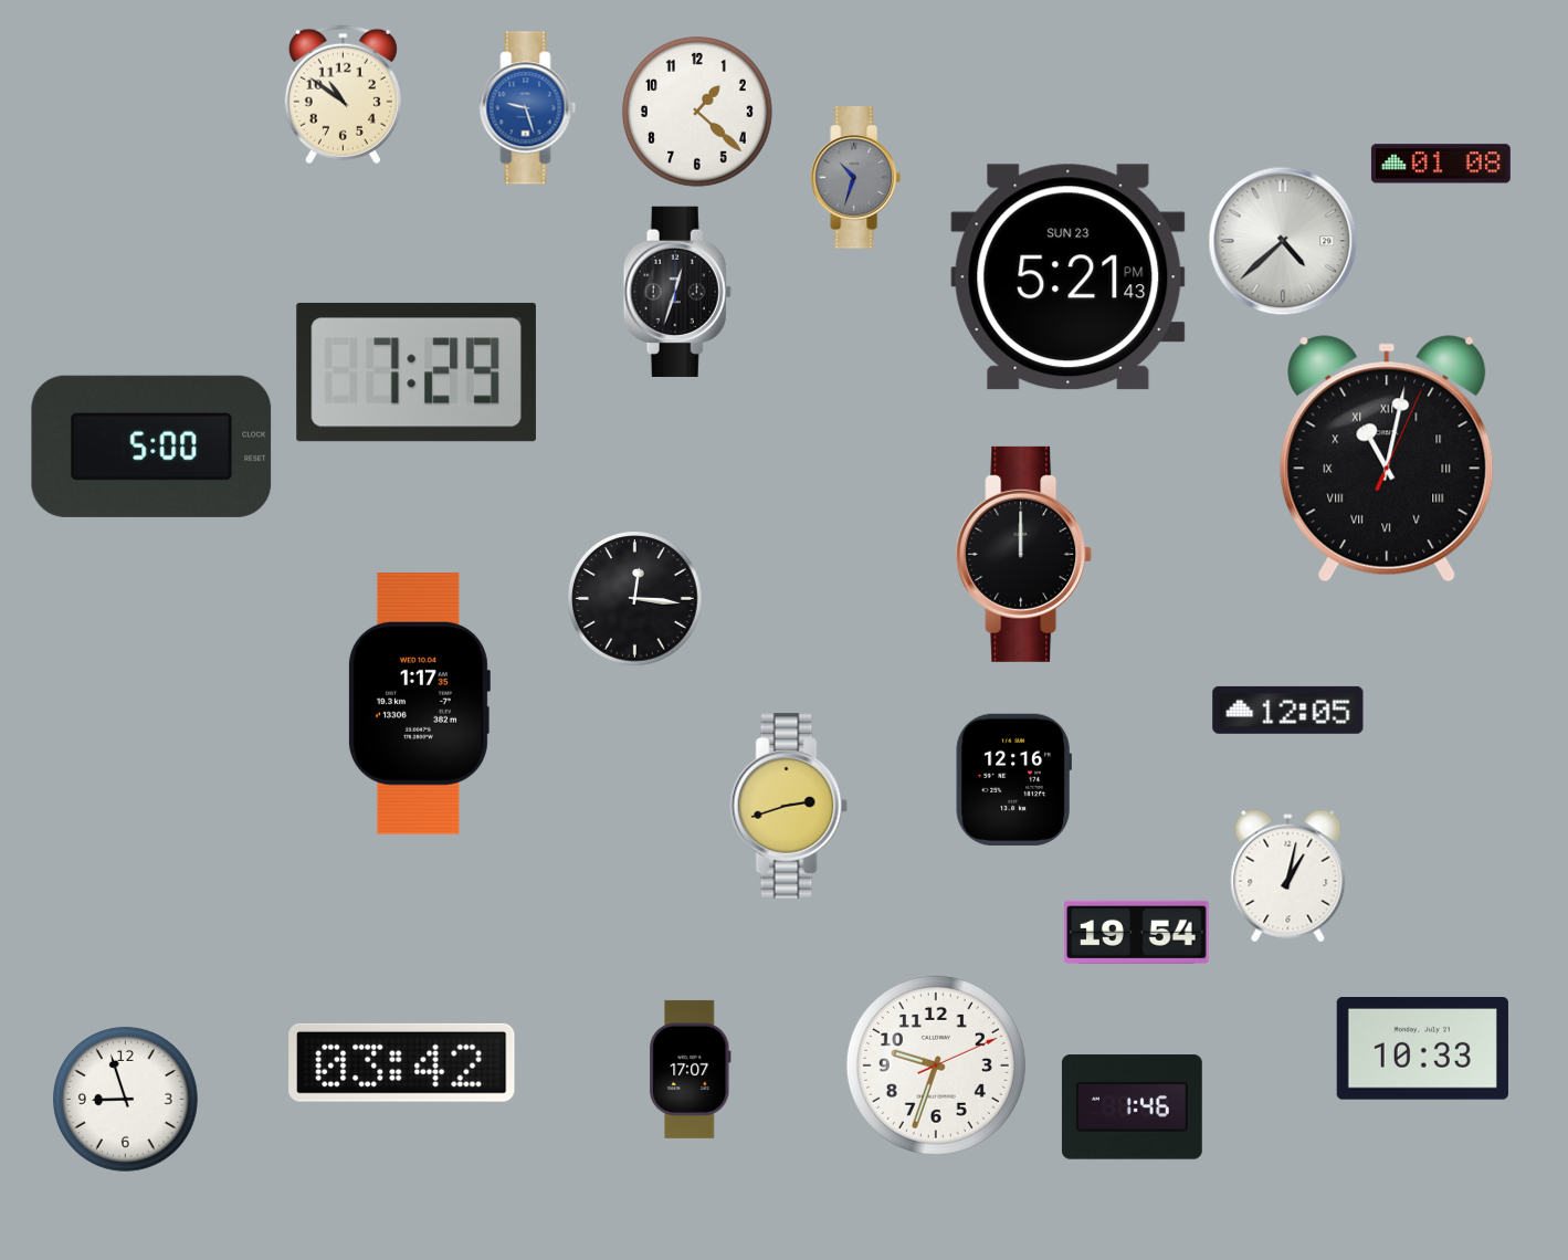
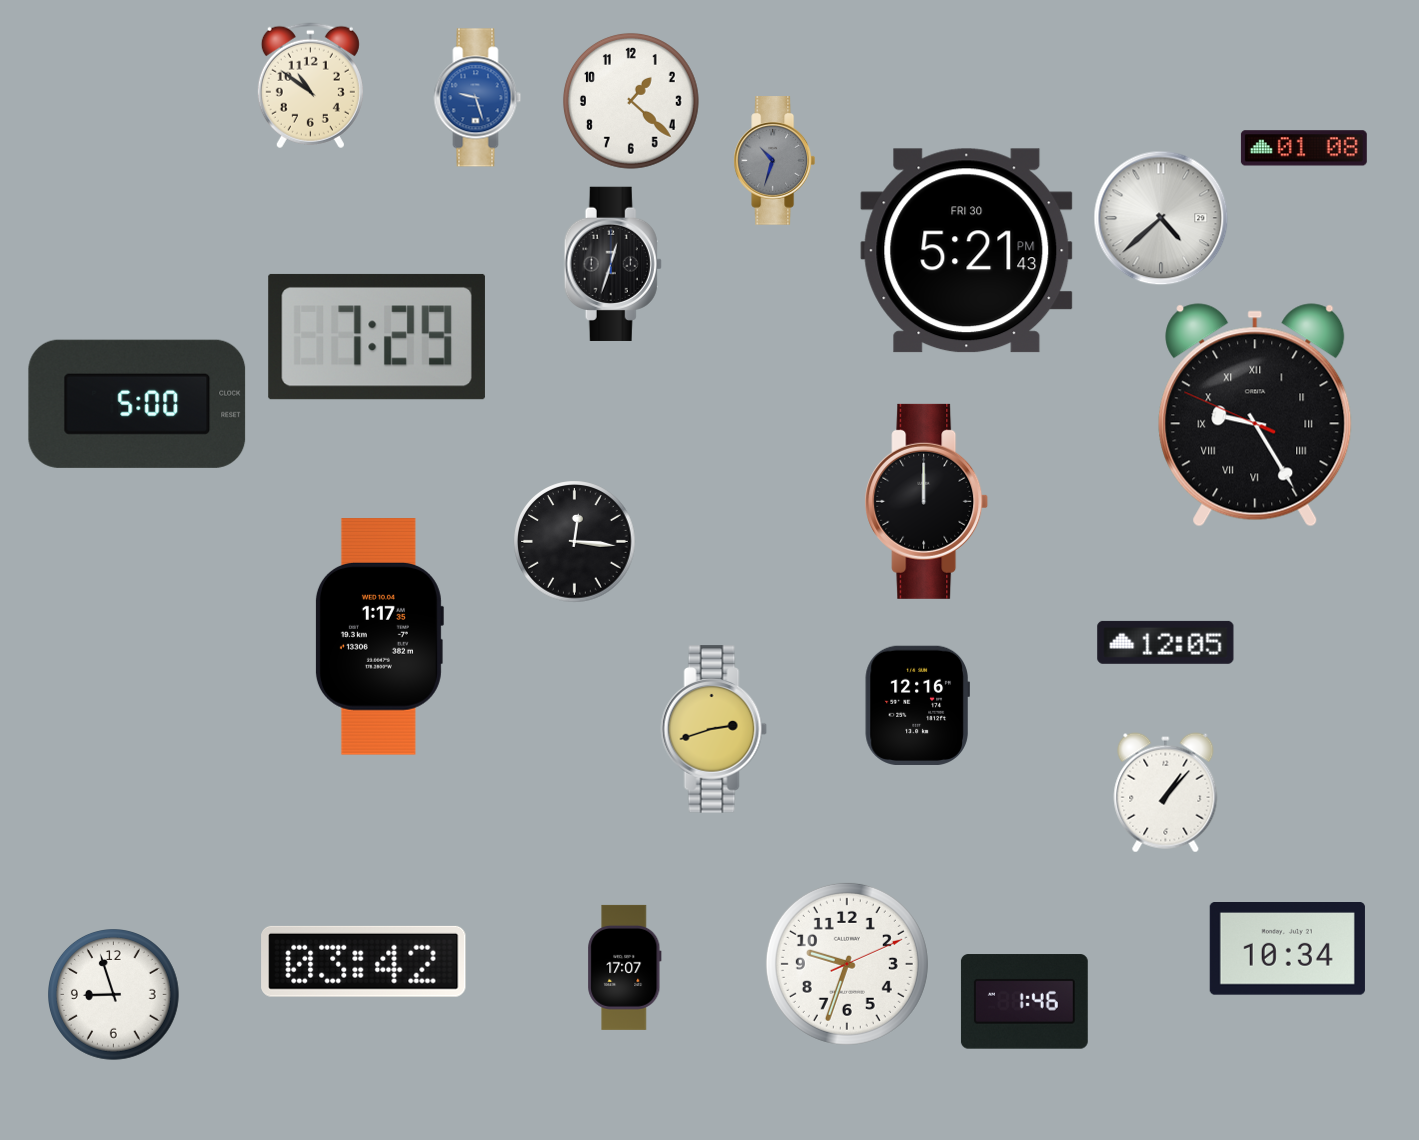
clock at (1069, 277) date: SUN 23 -> FRI 30
clock at (1387, 459): 11:02 -> 9:24
clock at (1288, 876): 1:02 -> 1:07
clock at (1137, 932): 19:54 -> none
clock at (1422, 1049): 10:33 -> 10:34
